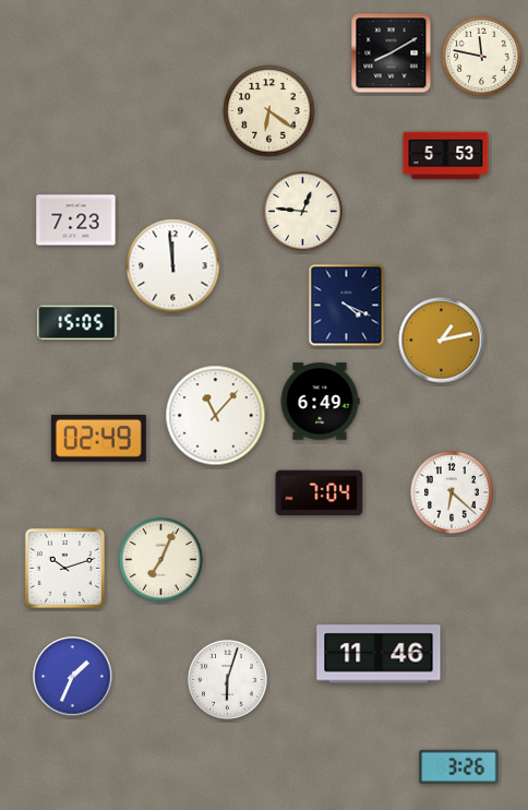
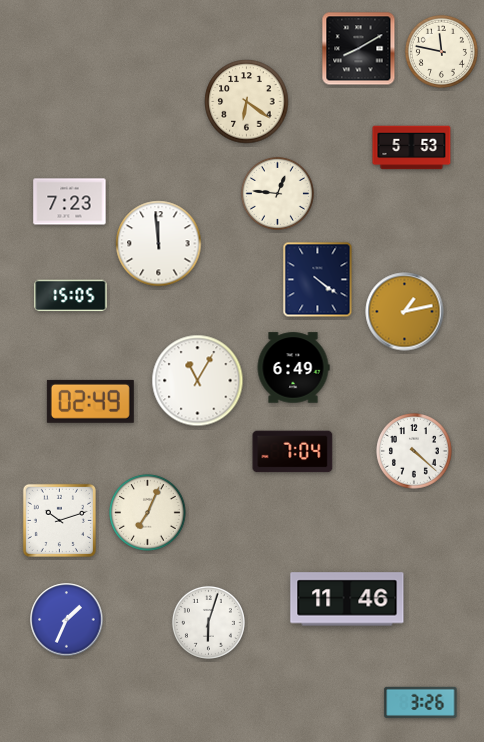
clock at (446, 156) position: (446, 156) -> (412, 148)
clock at (347, 306): 4:19 -> 4:21
clock at (216, 416): 11:07 -> 11:05
clock at (453, 493): 6:22 -> 4:22
